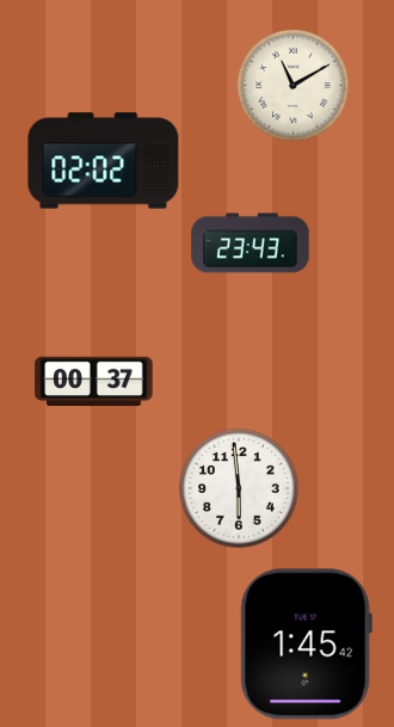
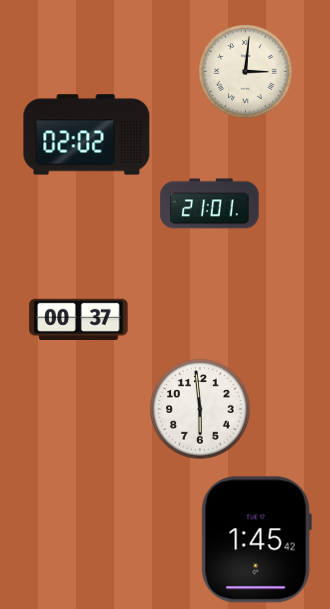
clock at (293, 85): 11:10 -> 3:01
clock at (251, 244): 23:43 -> 21:01
